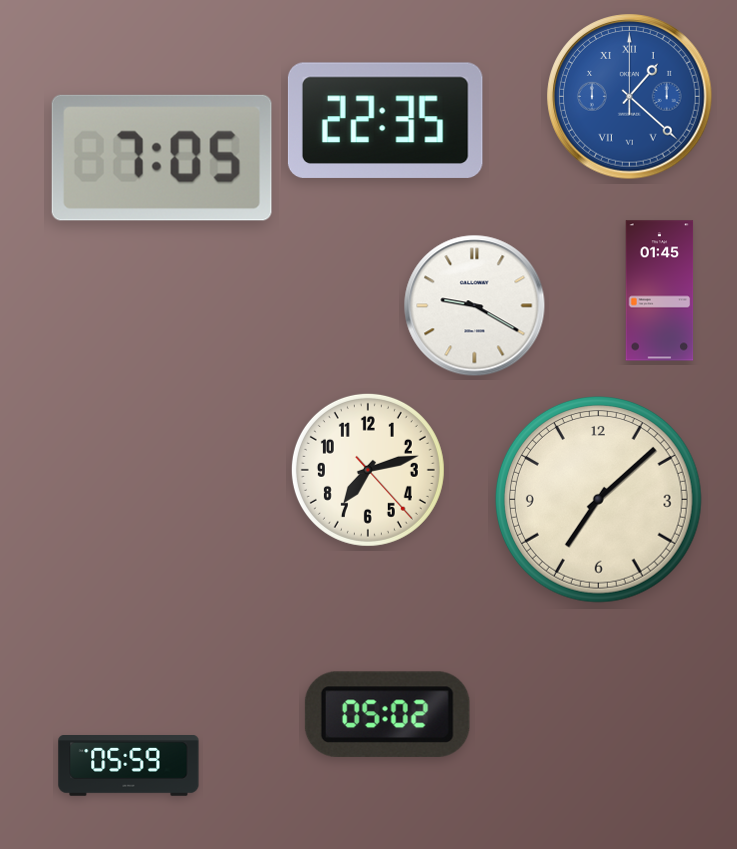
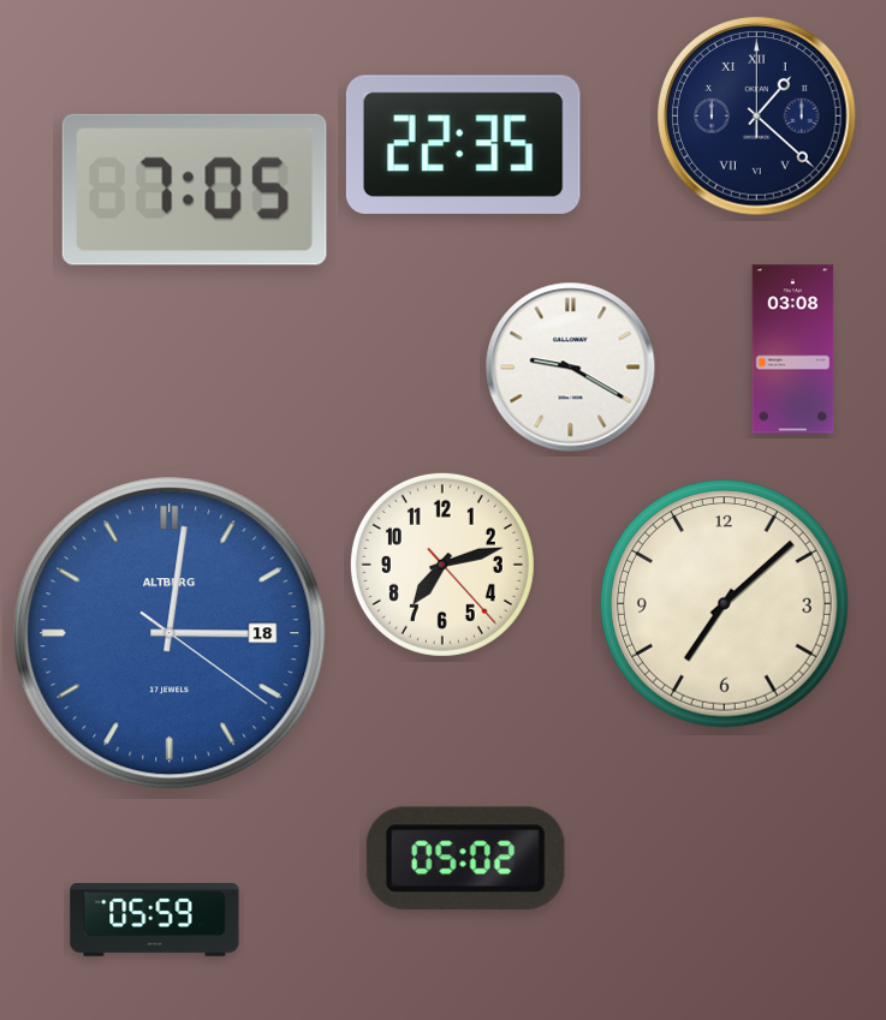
clock at (630, 97) dial: blue -> navy
clock at (660, 291): 01:45 -> 03:08
clock at (599, 500) position: (599, 500) -> (725, 604)
clock at (170, 633): none -> 3:01
